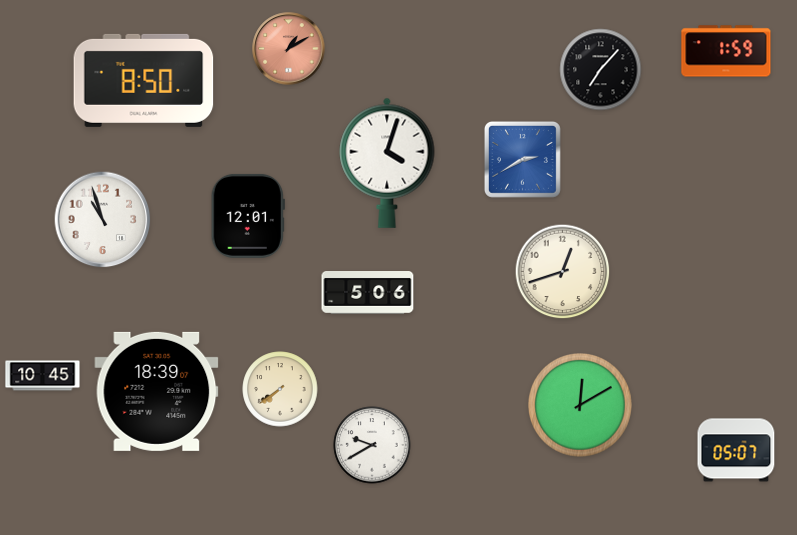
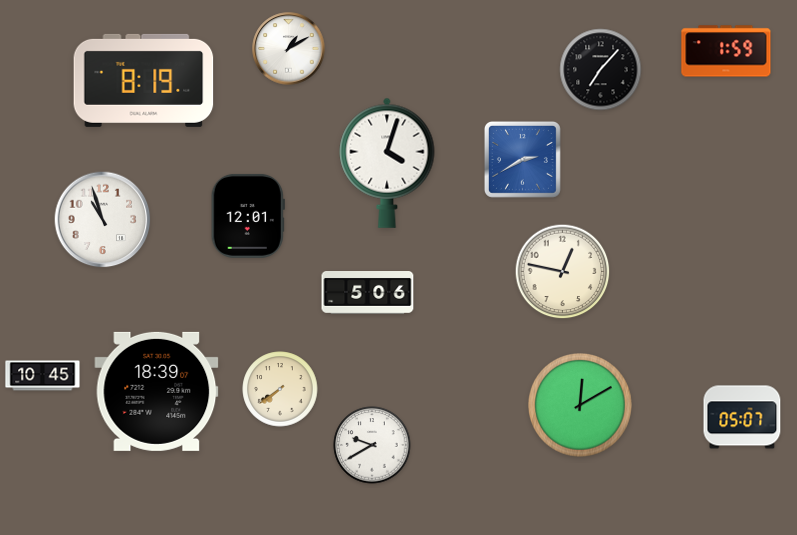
clock at (289, 49) dial: salmon -> white
clock at (144, 80): 8:50 -> 8:19
clock at (563, 272): 12:42 -> 12:47
clock at (736, 450) position: (736, 450) -> (742, 417)
